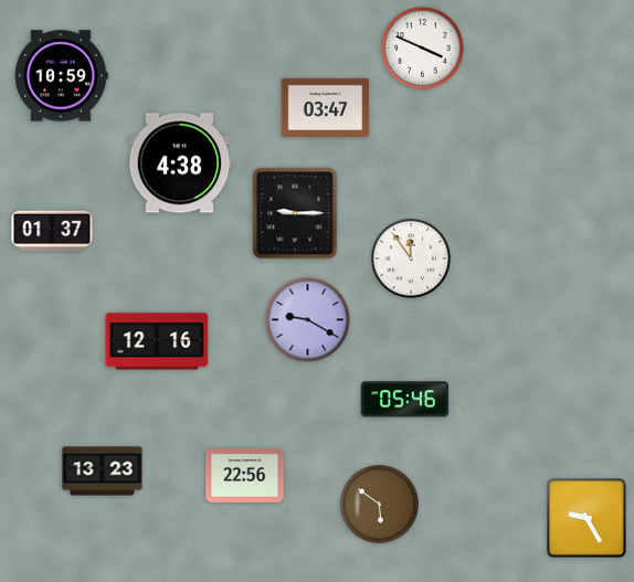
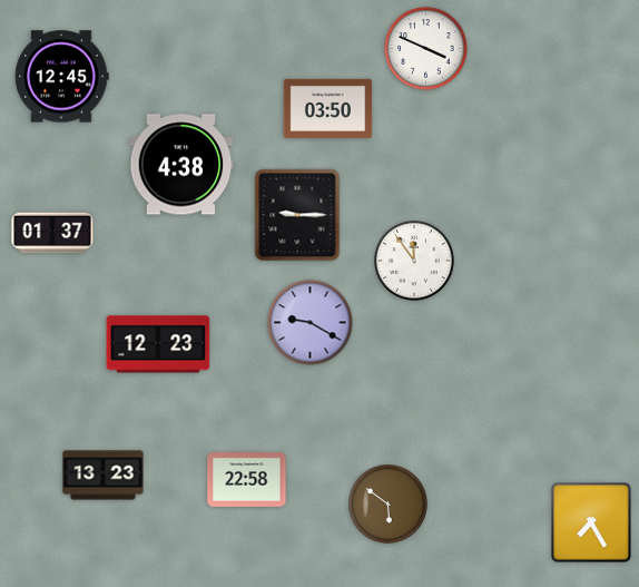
clock at (61, 76): 10:59 -> 12:45
clock at (326, 107): 03:47 -> 03:50
clock at (157, 341): 12:16 -> 12:23
clock at (405, 400): 05:46 -> none
clock at (245, 476): 22:56 -> 22:58
clock at (380, 505) position: (380, 505) -> (389, 505)
clock at (588, 519): 9:25 -> 7:25
